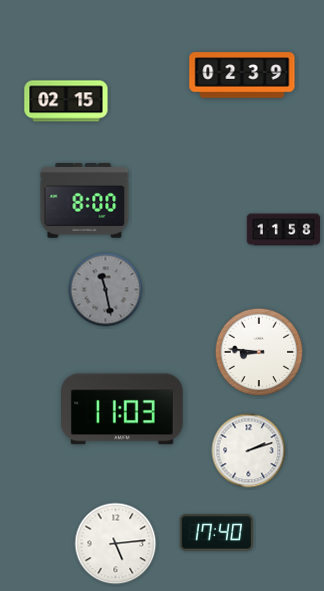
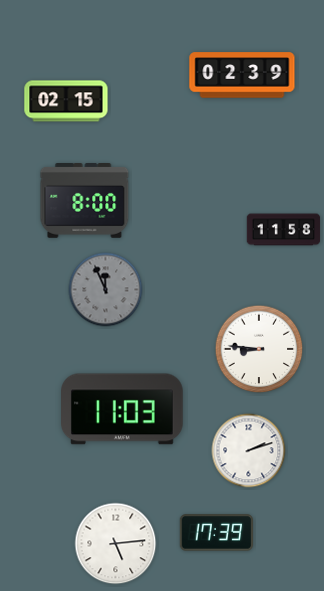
clock at (106, 290): 11:28 -> 11:56
clock at (259, 352) position: (259, 352) -> (259, 349)
clock at (217, 533): 17:40 -> 17:39
